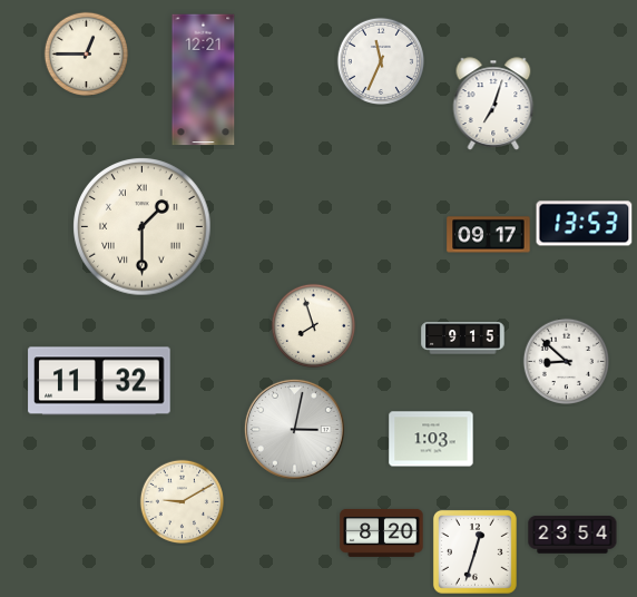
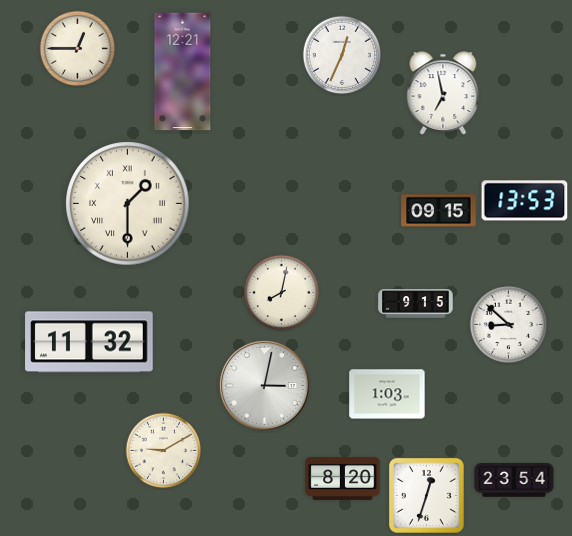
clock at (380, 60): 11:34 -> 12:34
clock at (493, 104): 7:03 -> 6:58
clock at (489, 235): 09:17 -> 09:15
clock at (313, 325): 7:57 -> 8:02
